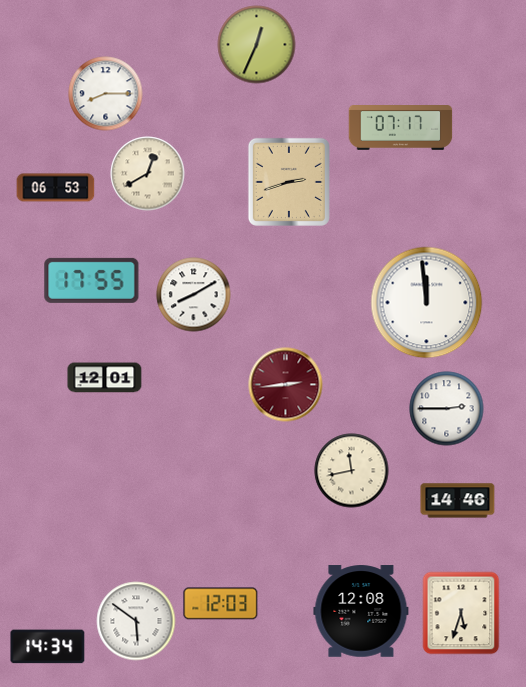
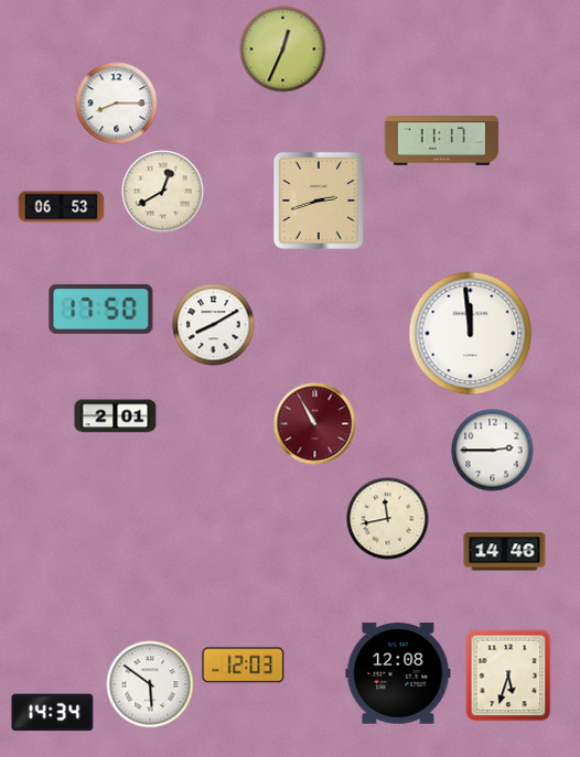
clock at (401, 128): 07:17 -> 11:17
clock at (92, 280): 17:55 -> 17:50
clock at (105, 378): 12:01 -> 2:01
clock at (286, 385): 2:44 -> 10:55
